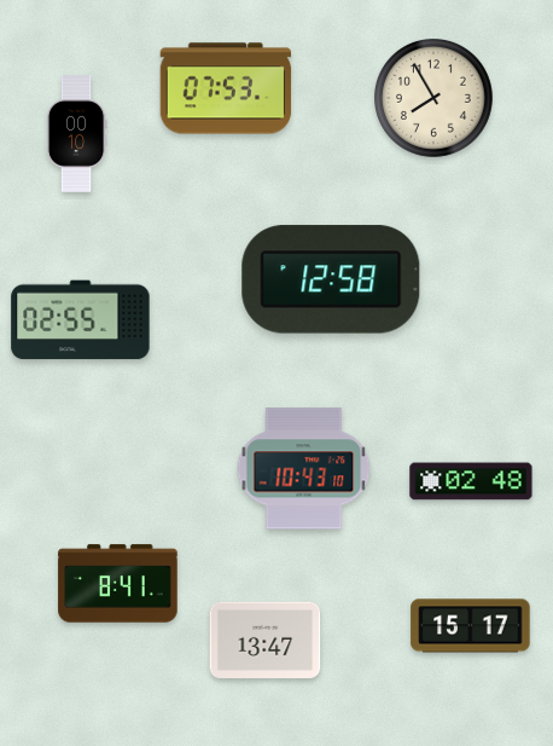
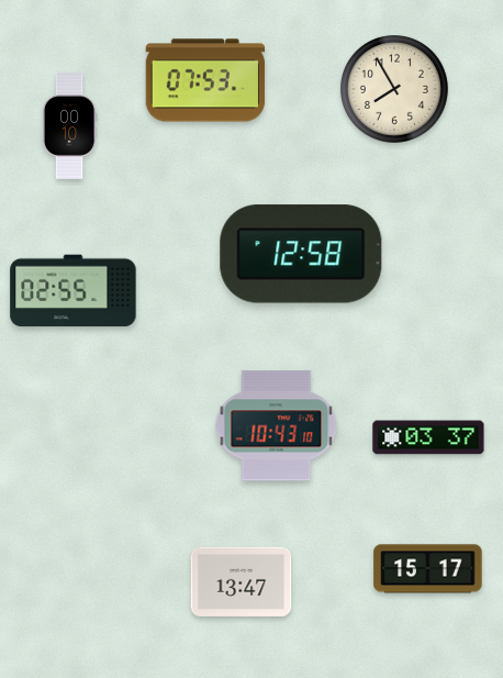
clock at (76, 134) position: (76, 134) -> (69, 126)
clock at (471, 481): 02:48 -> 03:37
clock at (118, 584): 8:41 -> none
